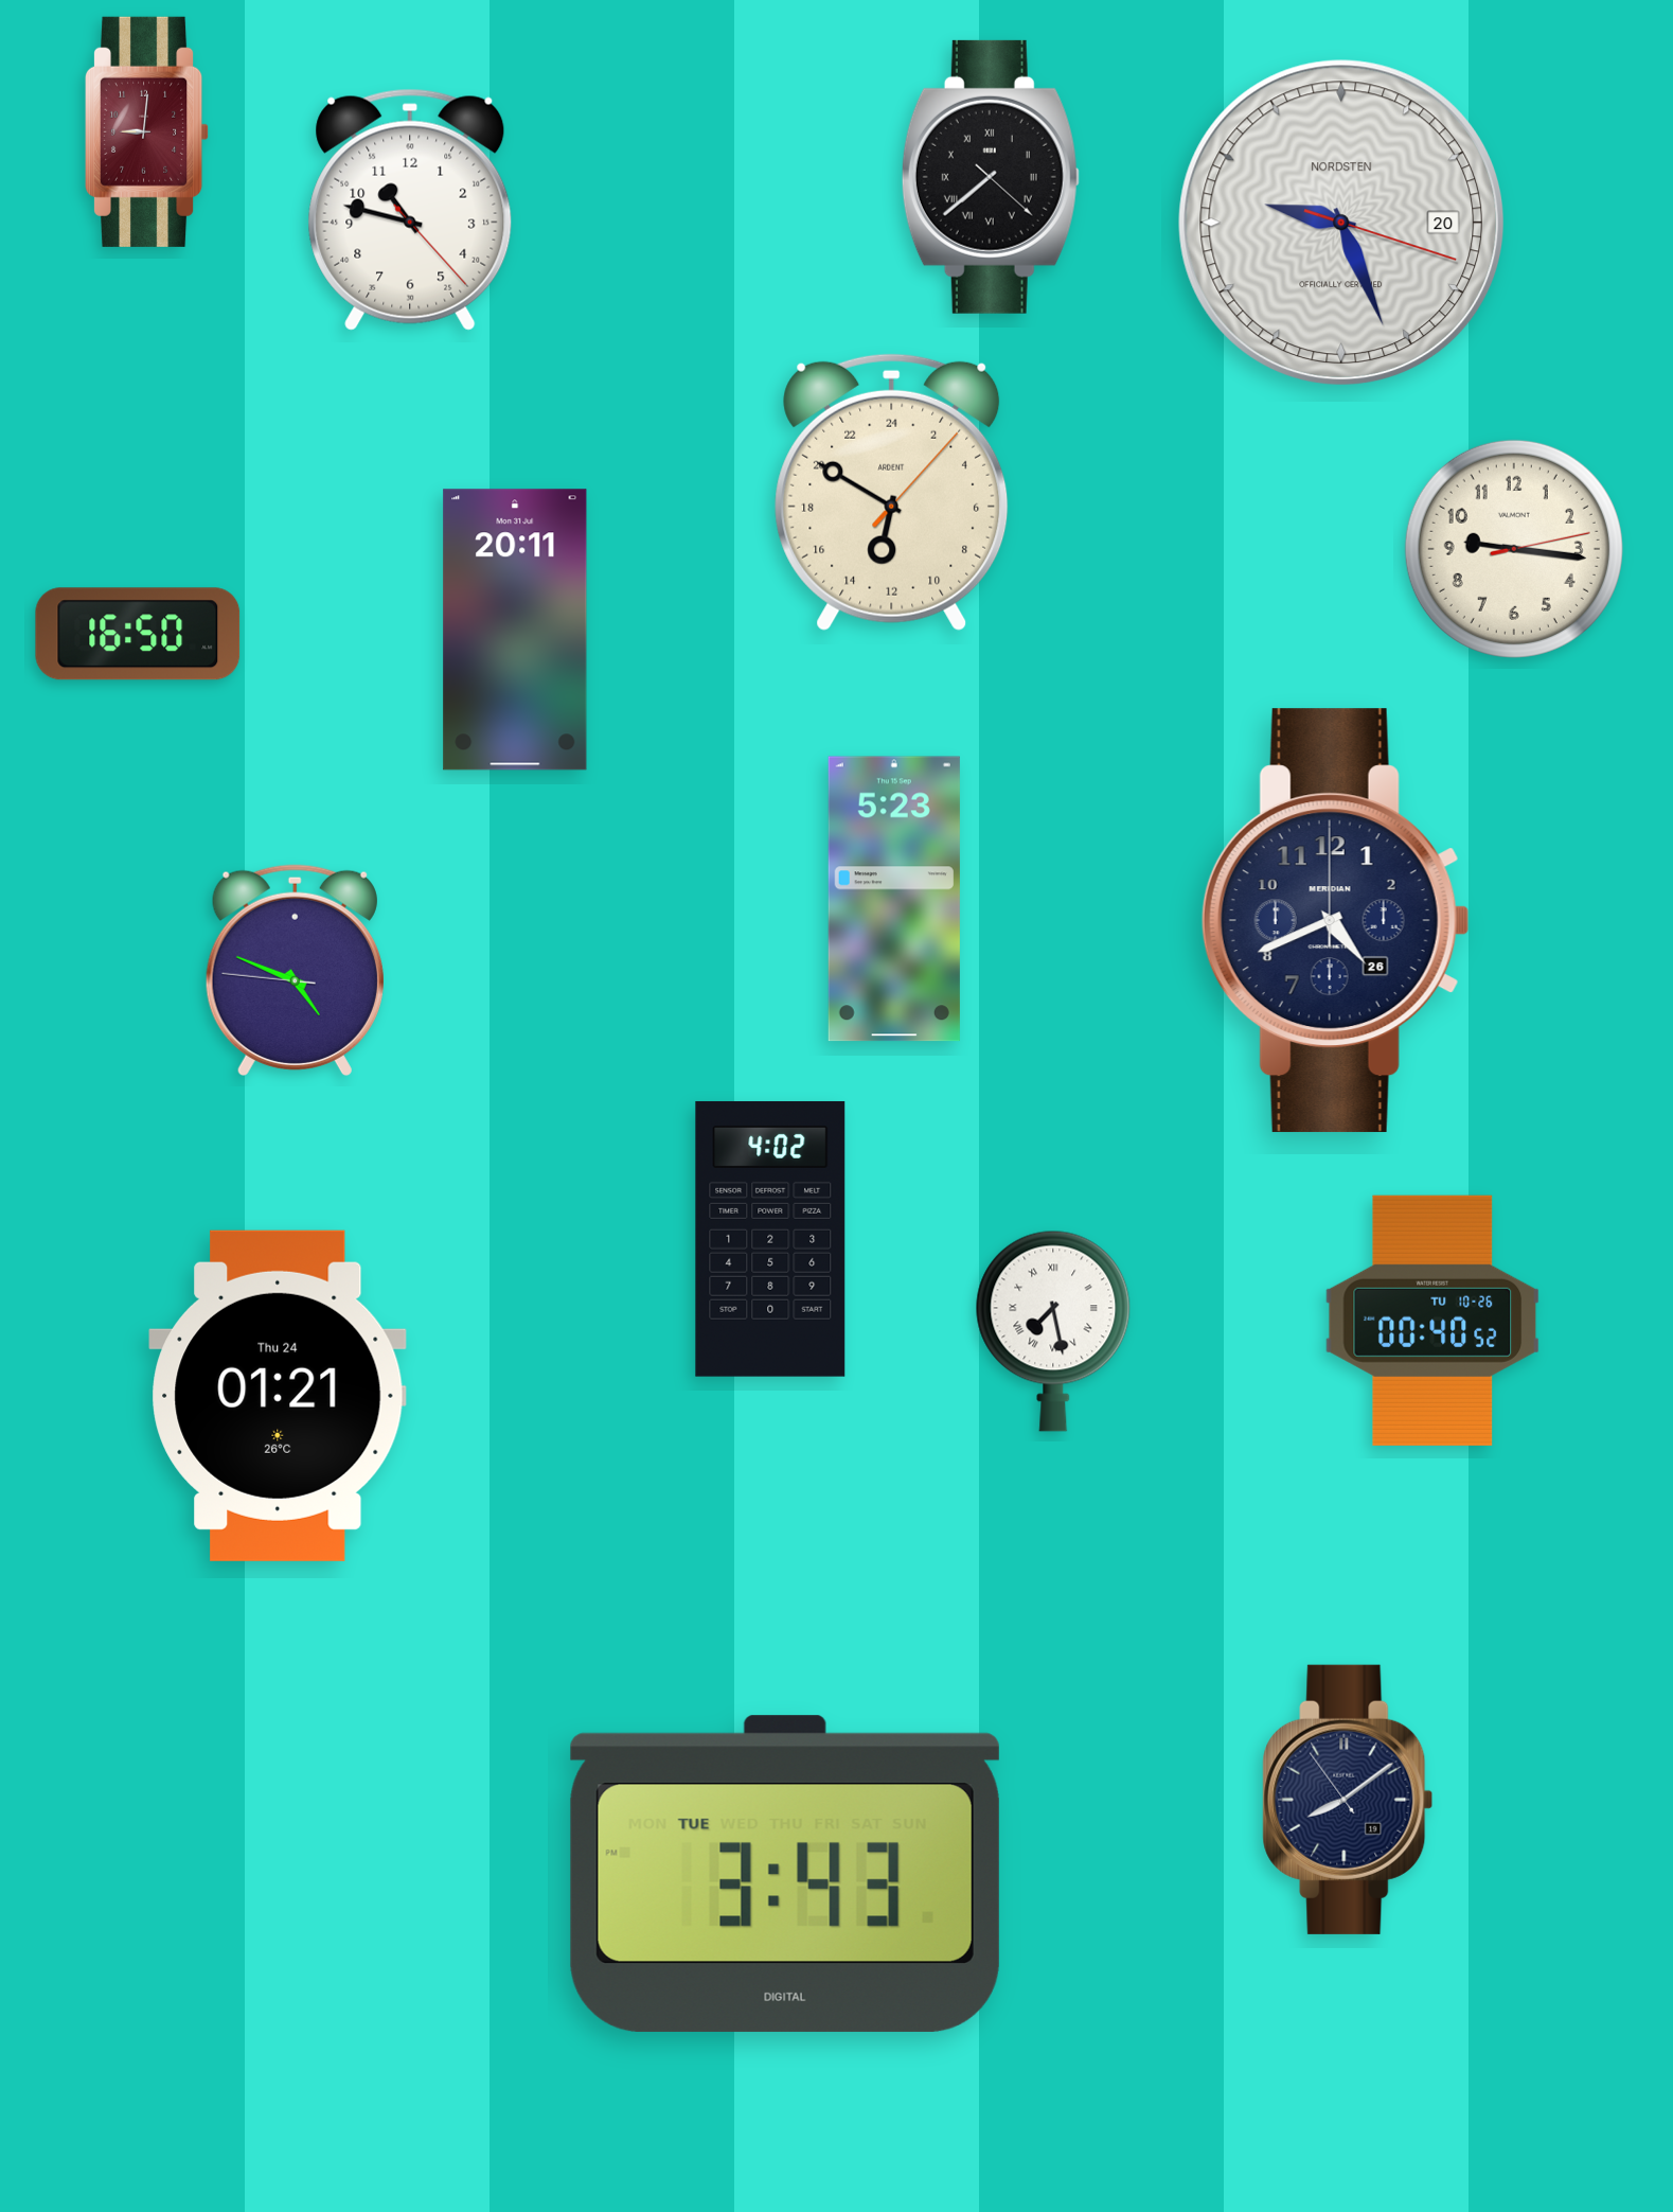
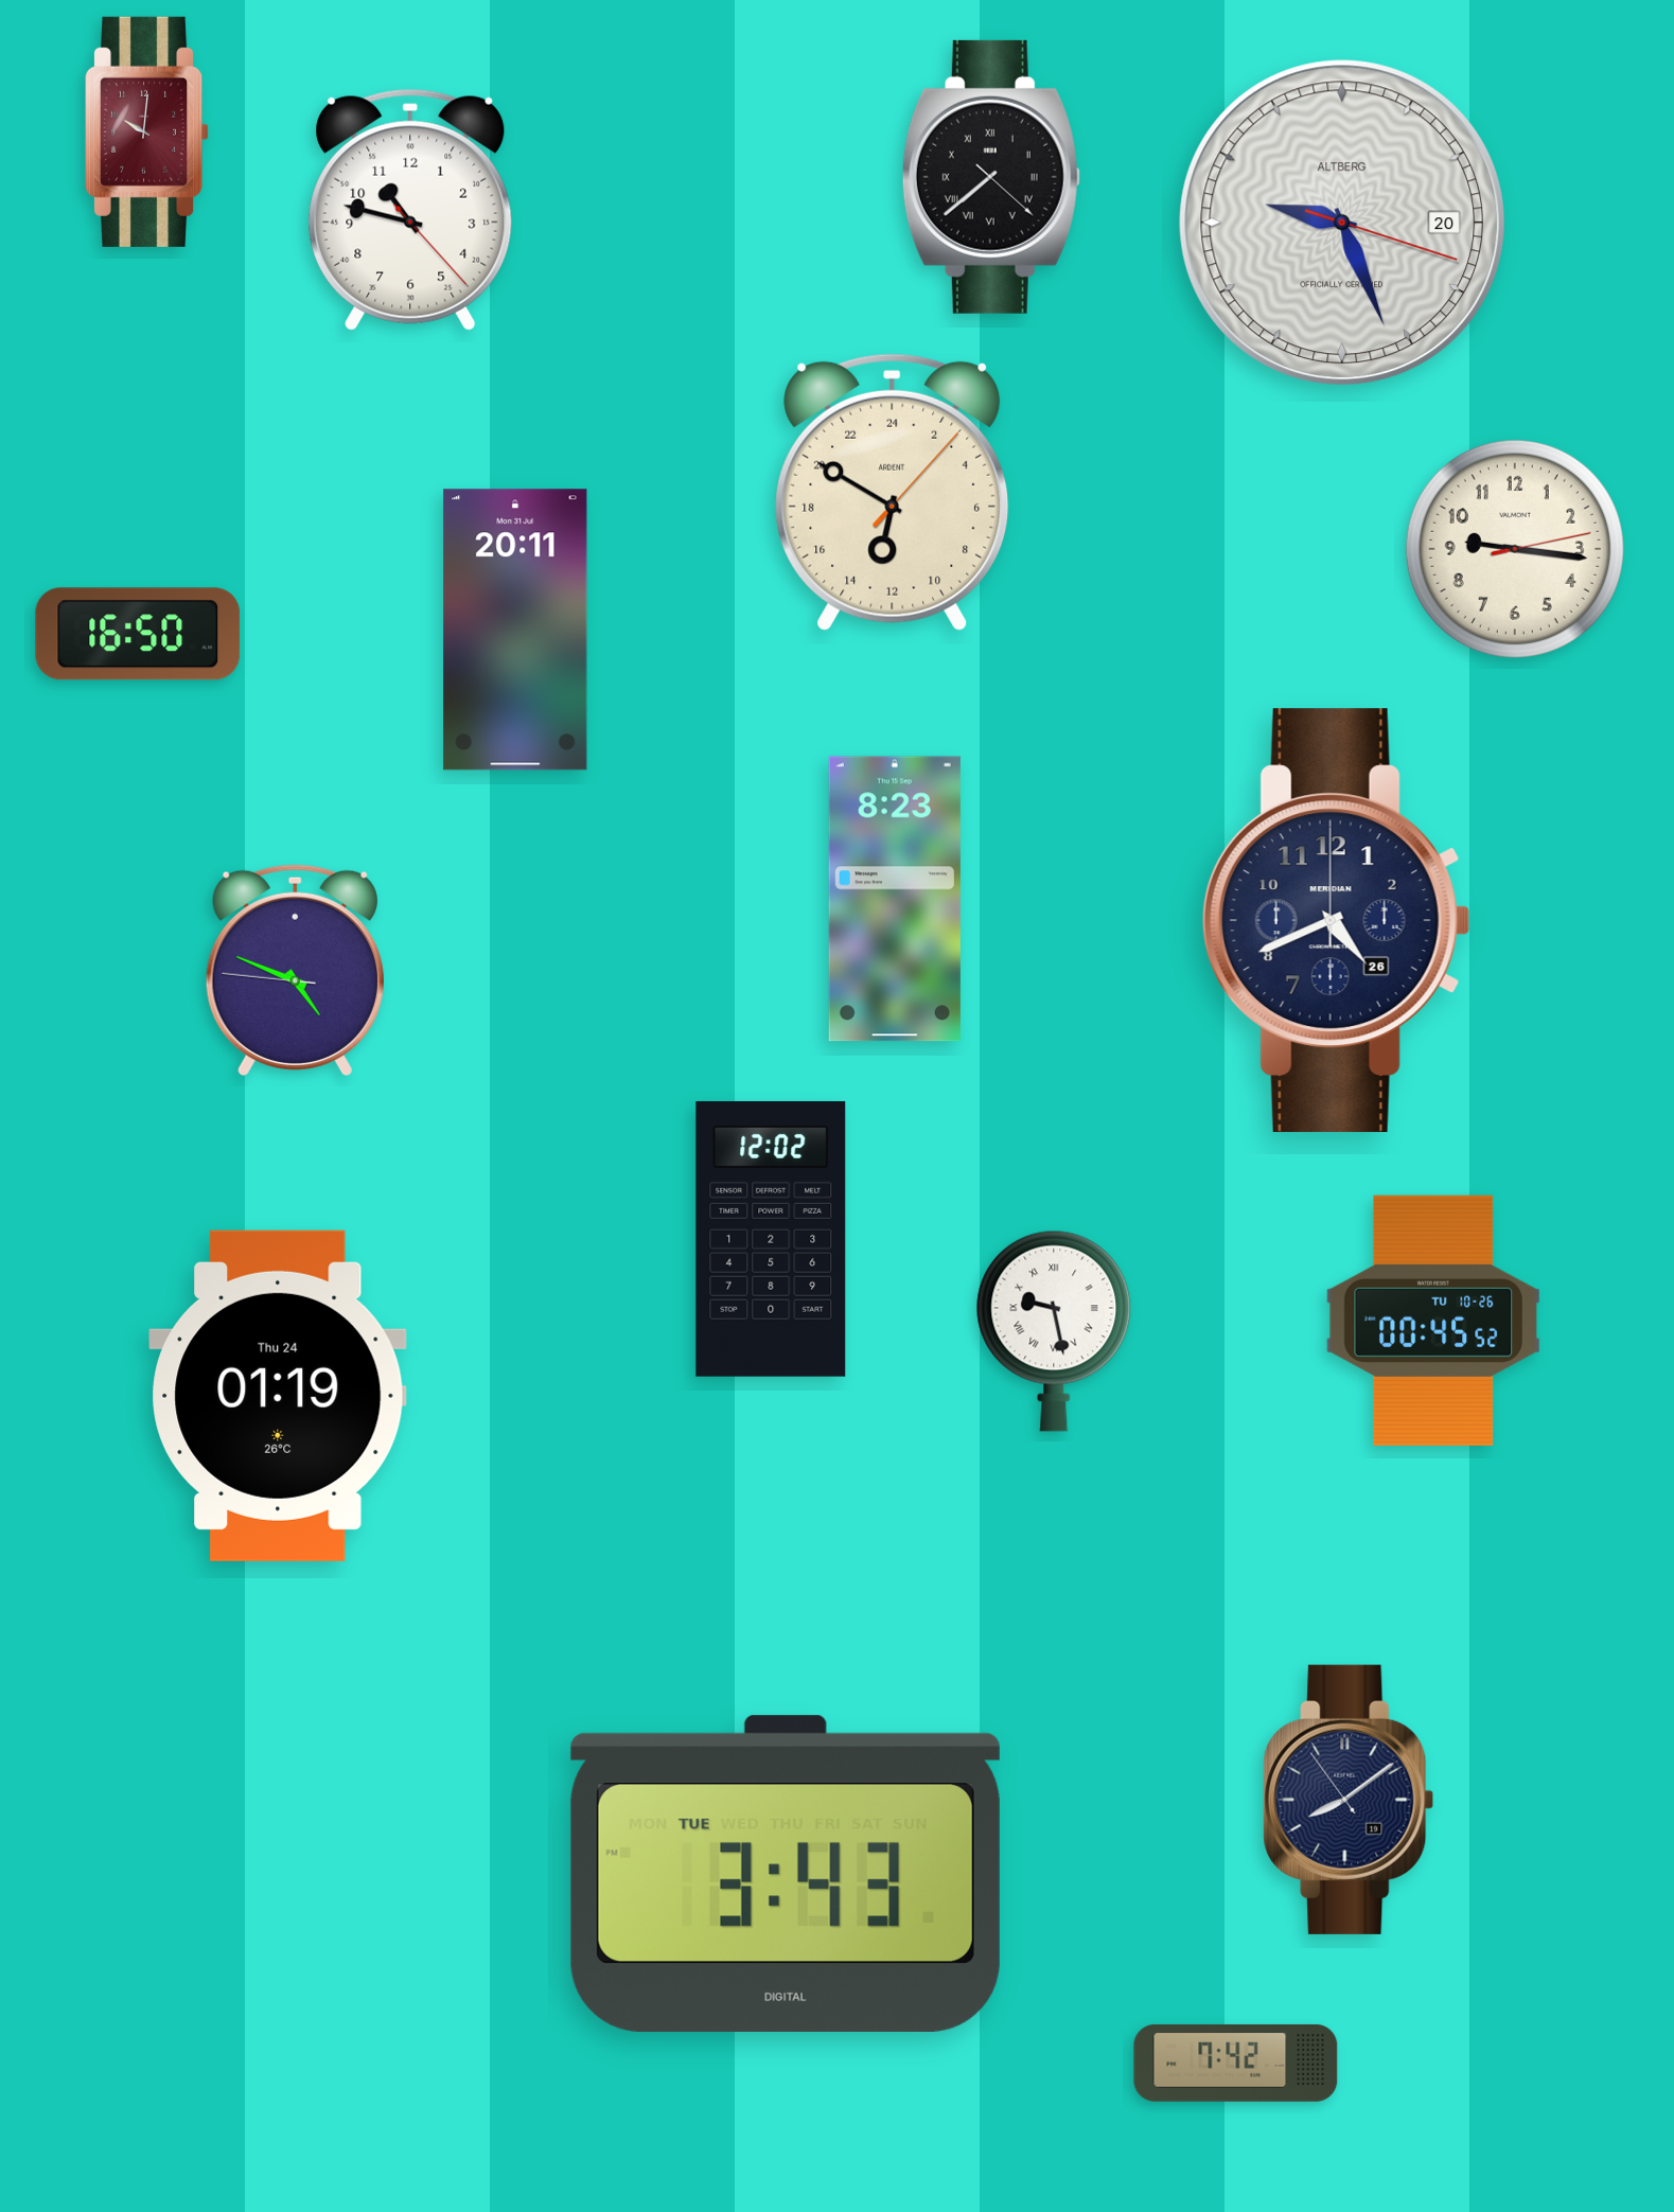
clock at (148, 131): 9:01 -> 10:01
clock at (1341, 223) brand: NORDSTEN -> ALTBERG
clock at (894, 899): 5:23 -> 8:23
clock at (770, 1239): 4:02 -> 12:02
clock at (1431, 1321): 00:40 -> 00:45
clock at (1053, 1331): 7:28 -> 9:28
clock at (278, 1396): 01:21 -> 01:19
clock at (1236, 2063): none -> 7:42
